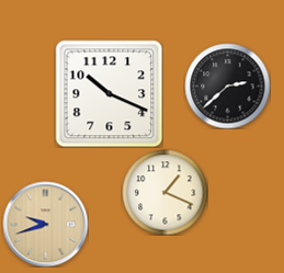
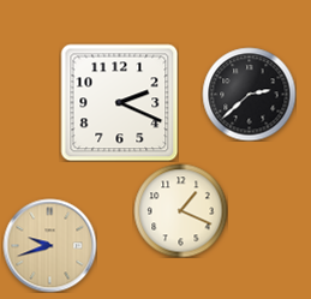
clock at (109, 93): 10:19 -> 2:19
